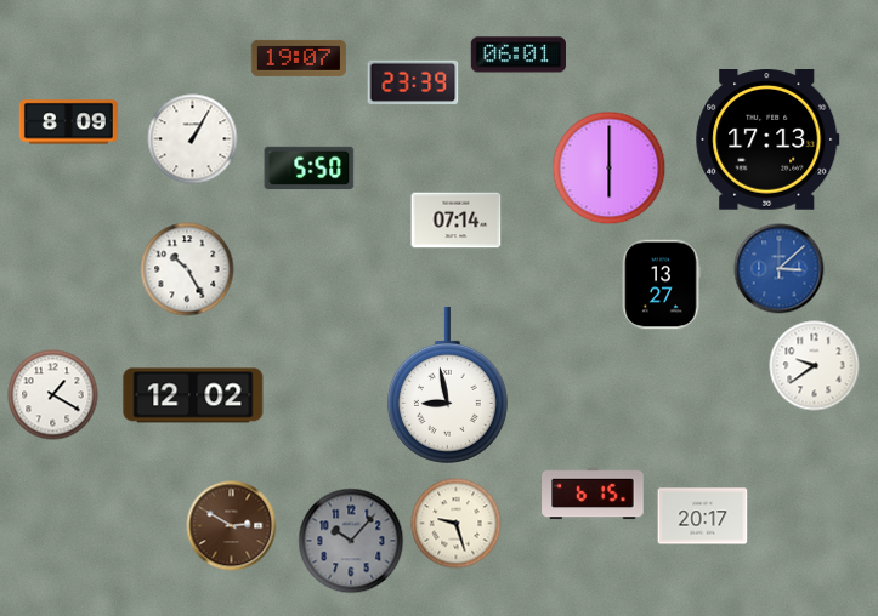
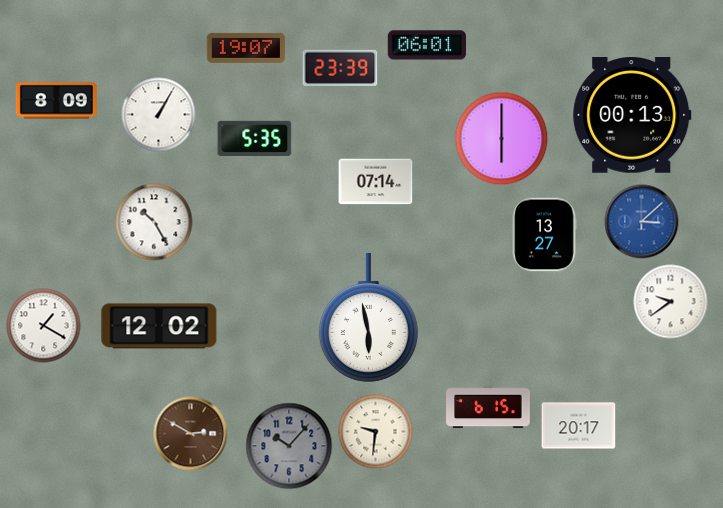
clock at (767, 141): 17:13 -> 00:13
clock at (310, 167): 5:50 -> 5:35
clock at (447, 384): 8:58 -> 5:58
clock at (457, 524): 9:27 -> 9:31
